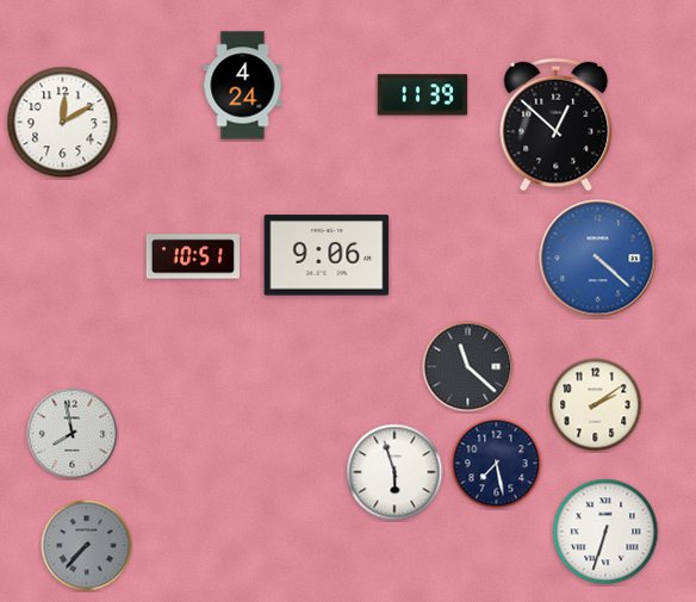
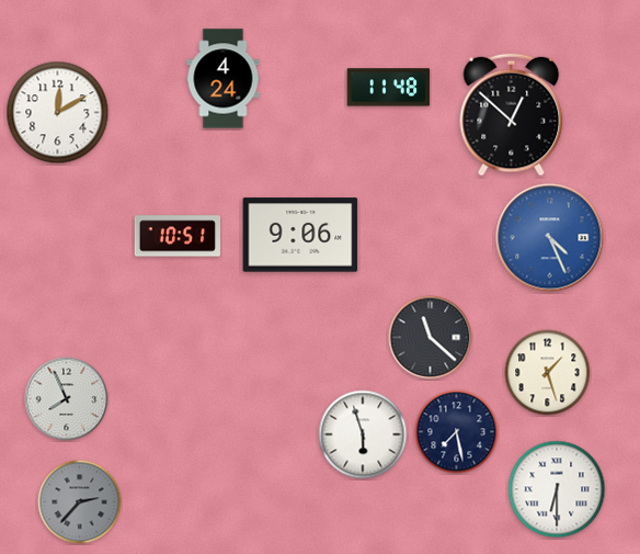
clock at (423, 95): 11:39 -> 11:48
clock at (598, 259): 4:22 -> 4:26
clock at (596, 405): 2:09 -> 1:27
clock at (73, 434): 7:58 -> 7:56
clock at (497, 464) position: (497, 464) -> (457, 432)
clock at (605, 532): 6:33 -> 6:30
clock at (87, 546): 7:37 -> 2:37
